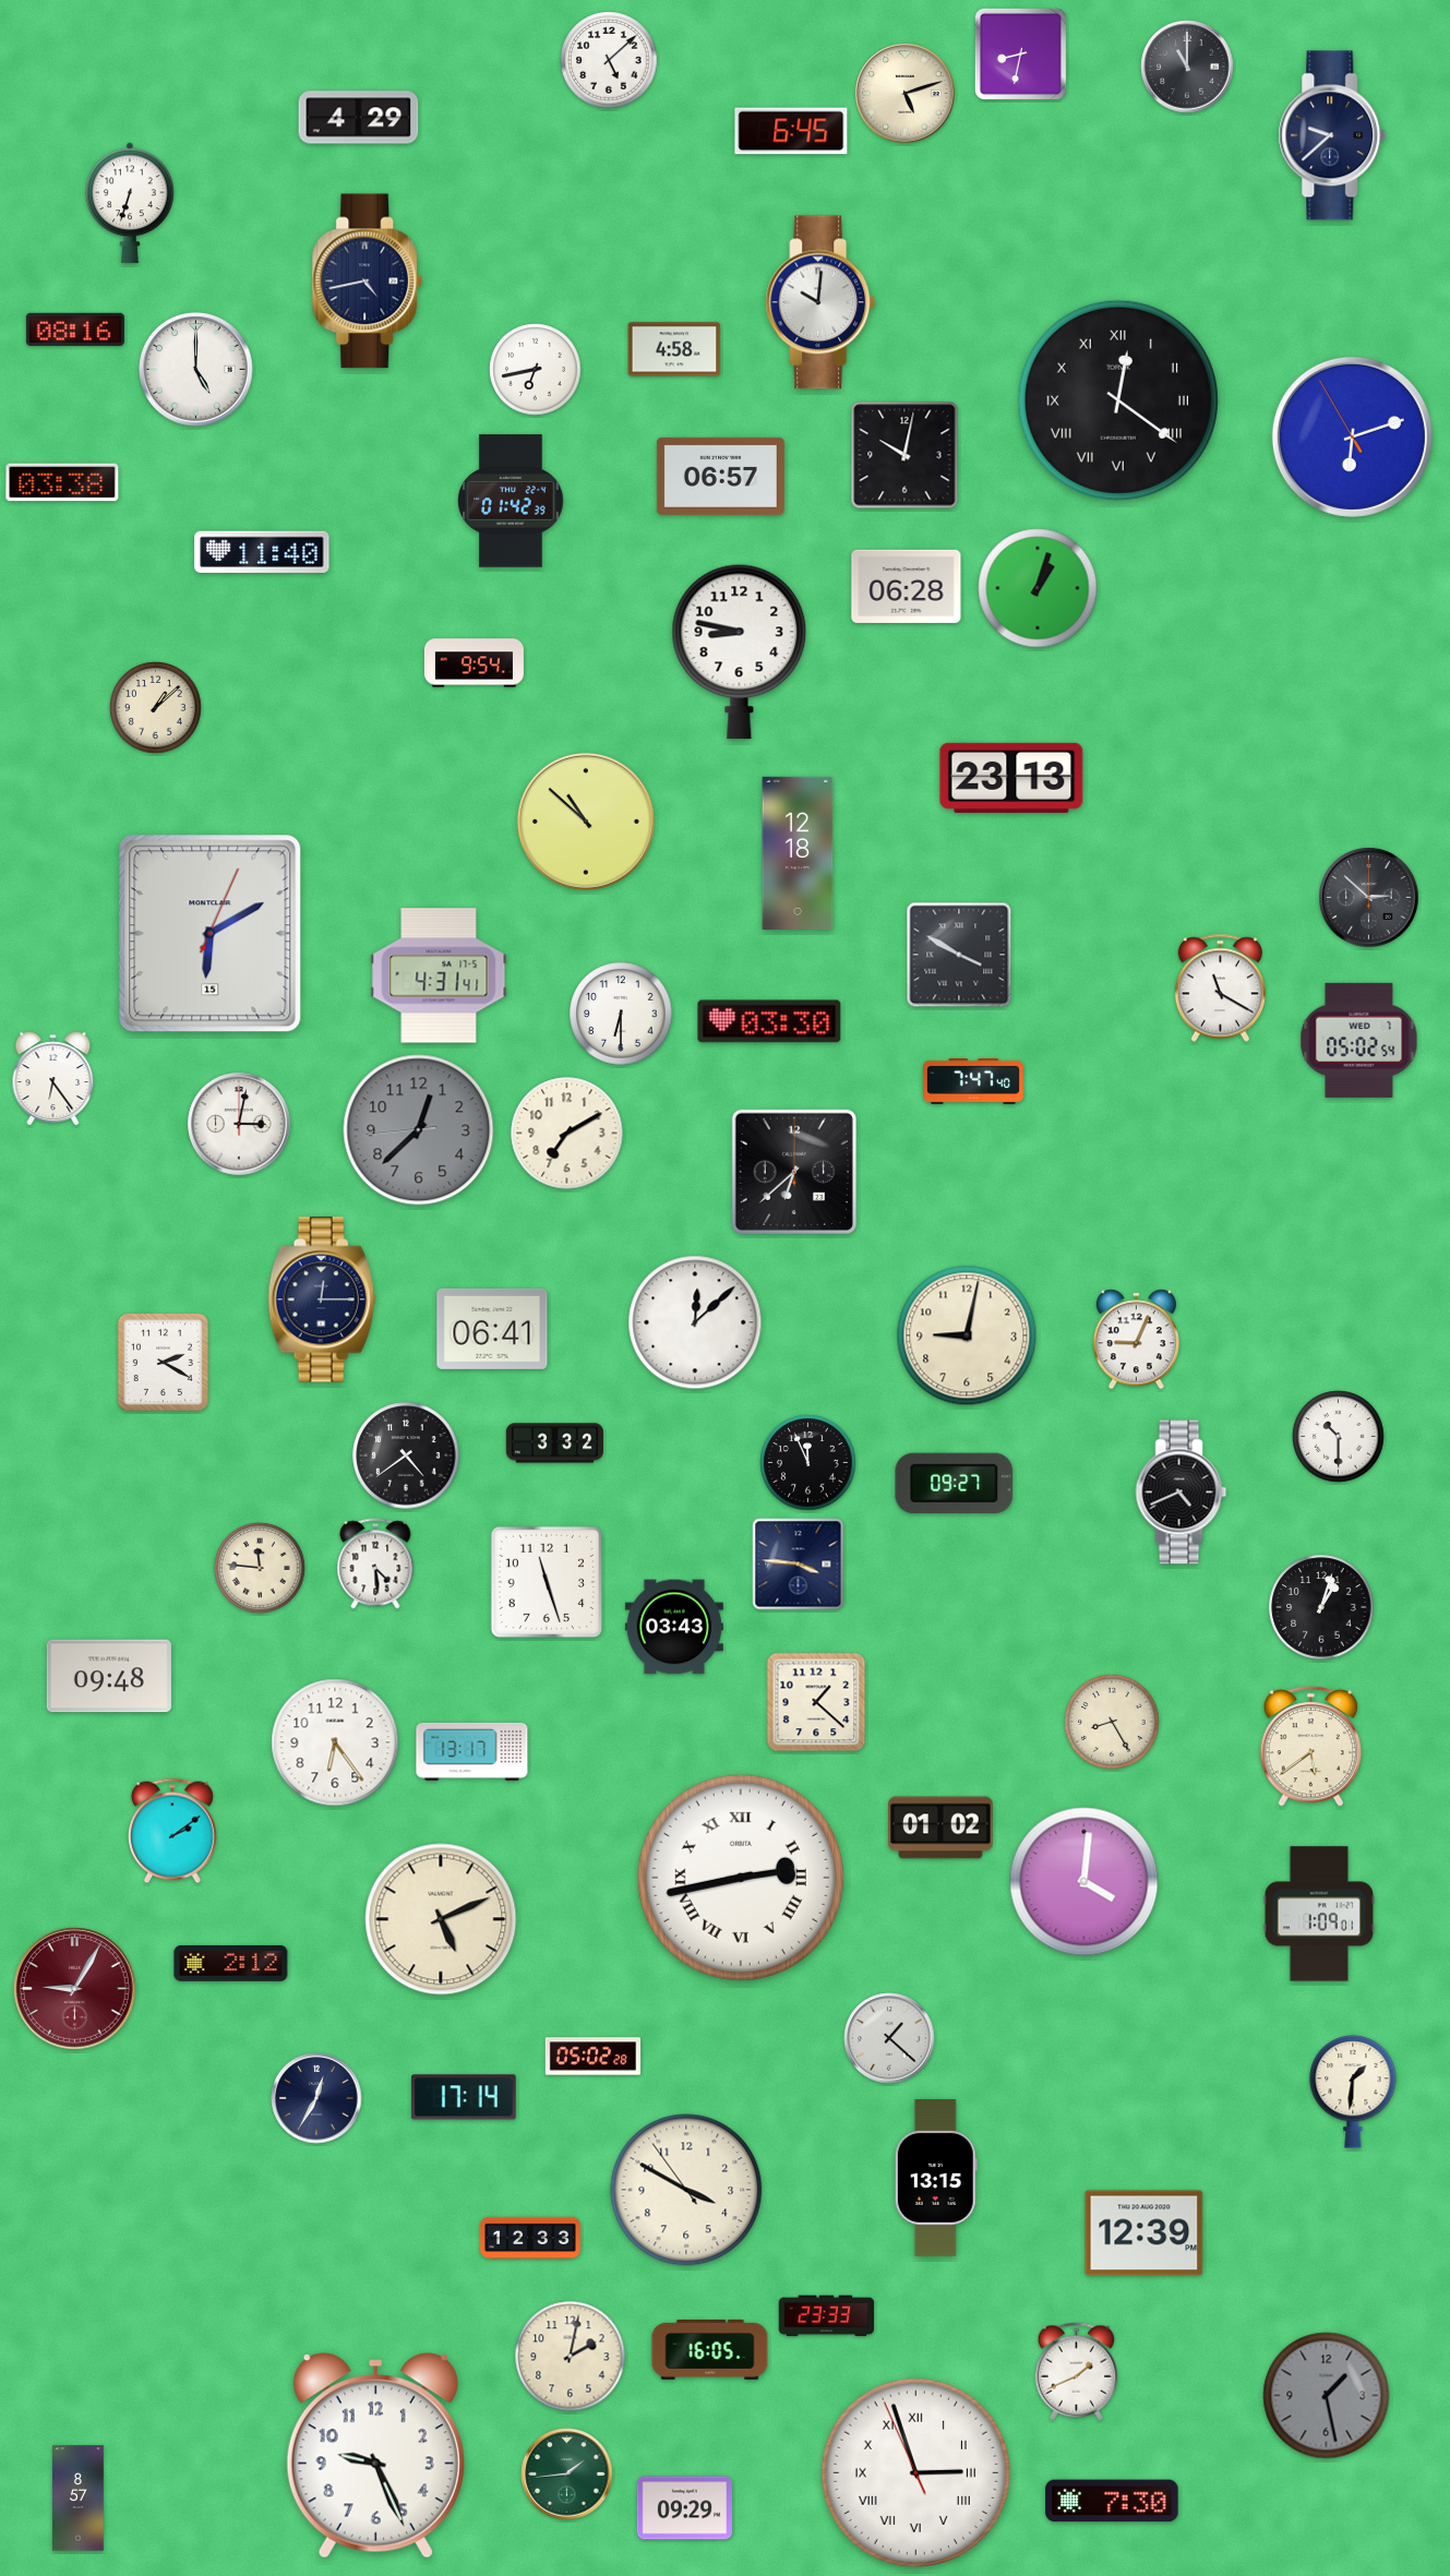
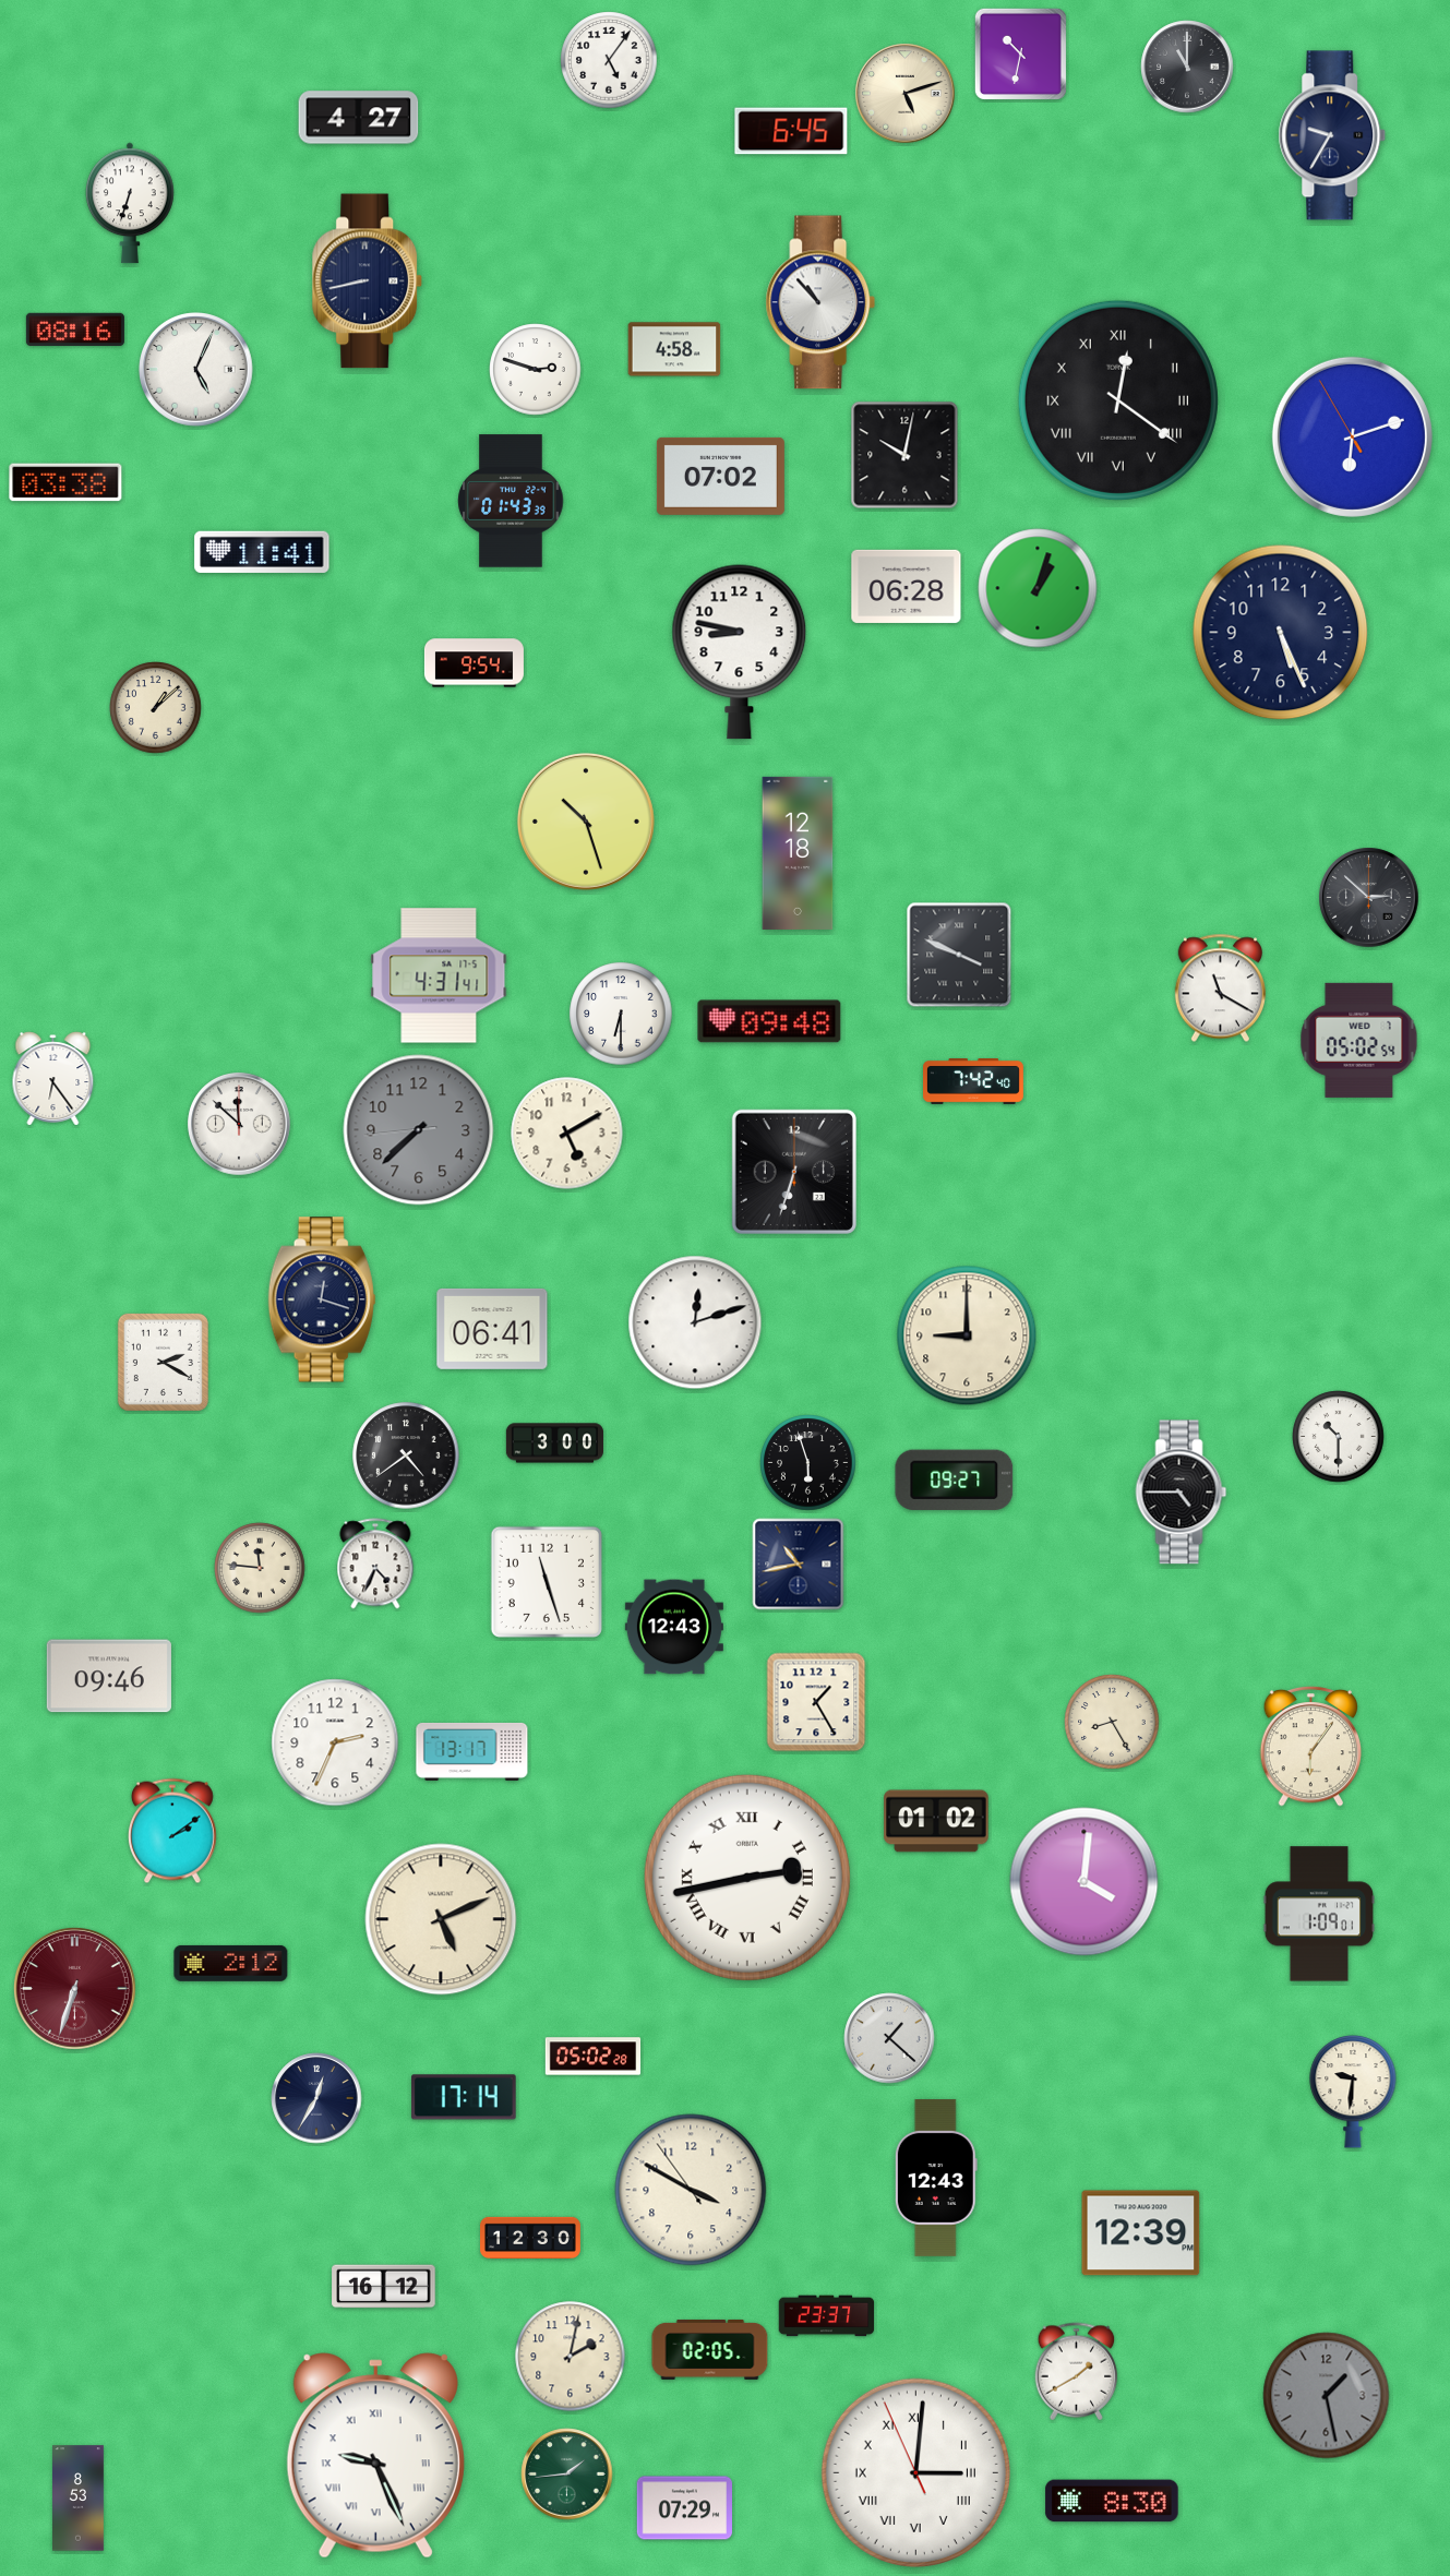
clock at (1020, 53): 8:32 -> 10:32
clock at (609, 60): 5:08 -> 5:06
clock at (359, 118): 4:29 -> 4:27
clock at (1332, 135): 9:38 -> 9:35
clock at (368, 281): 4:43 -> 8:43
clock at (820, 302): 10:01 -> 10:53
clock at (196, 370): 5:00 -> 5:04
clock at (536, 370): 6:43 -> 2:48
clock at (720, 476): 06:57 -> 07:02
clock at (62, 482) position: (62, 482) -> (65, 482)
clock at (511, 501): 01:42 -> 01:43
clock at (262, 552): 11:40 -> 11:41
clock at (1281, 633): none -> 5:26
clock at (1011, 778): 23:13 -> none
clock at (586, 822): 10:52 -> 10:27
clock at (211, 934): 6:10 -> none
clock at (959, 955): 3:50 -> 3:49
clock at (769, 1021): 03:30 -> 09:48
clock at (974, 1082): 7:47 -> 7:42
clock at (239, 1124): 3:02 -> 11:52
clock at (419, 1130): 12:37 -> 7:37
clock at (567, 1134): 7:10 -> 5:10
clock at (794, 1172): 6:38 -> 6:33
clock at (322, 1299): 12:15 -> 12:18
clock at (695, 1322): 12:08 -> 12:12
clock at (967, 1335): 9:02 -> 9:00
clock at (1136, 1340): 9:04 -> none
clock at (554, 1443): 3:32 -> 3:00
clock at (808, 1463): 11:56 -> 5:57
clock at (955, 1483) position: (955, 1483) -> (955, 1479)
clock at (1182, 1493): 4:41 -> 4:45
clock at (375, 1563): 4:29 -> 4:34
clock at (799, 1565): 3:46 -> 10:43
clock at (1321, 1607): 1:03 -> none
clock at (674, 1627): 03:43 -> 12:43
clock at (109, 1676): 09:48 -> 09:46
clock at (816, 1702): 1:22 -> 1:25
clock at (335, 1742): 6:24 -> 2:34
clock at (1311, 1746): 5:39 -> 6:06
clock at (940, 1828) position: (940, 1828) -> (936, 1821)
clock at (741, 1878) position: (741, 1878) -> (747, 1878)
clock at (74, 1988): 9:05 -> 6:33
clock at (1353, 2093): 1:31 -> 9:31
clock at (936, 2178): 13:15 -> 12:43
clock at (686, 2190) position: (686, 2190) -> (691, 2190)
clock at (1145, 2233) position: (1145, 2233) -> (1141, 2233)
clock at (531, 2237): 12:33 -> 12:30
clock at (384, 2287): none -> 16:12
clock at (827, 2316): 23:33 -> 23:37
clock at (710, 2349): 16:05 -> 02:05
clock at (1077, 2372): 1:41 -> 1:40
clock at (375, 2456) numerals: Arabic -> Roman
clock at (915, 2472): 2:56 -> 3:00
clock at (79, 2499): 8:57 -> 8:53
clock at (1112, 2501): 7:30 -> 8:30
clock at (685, 2508): 09:29 -> 07:29
